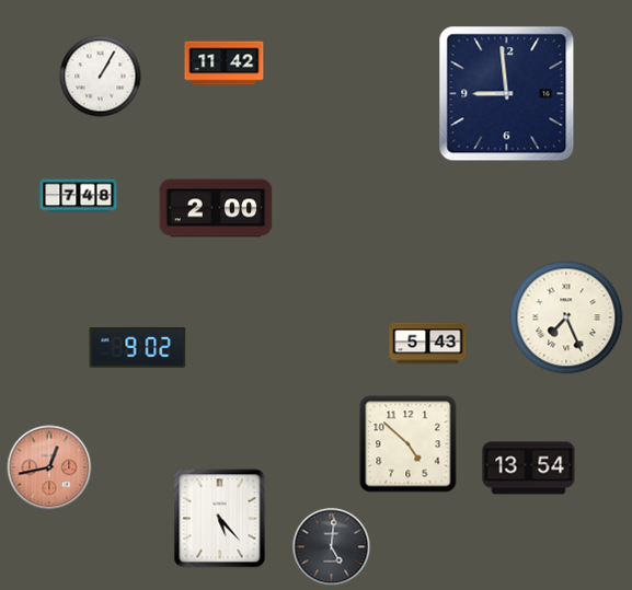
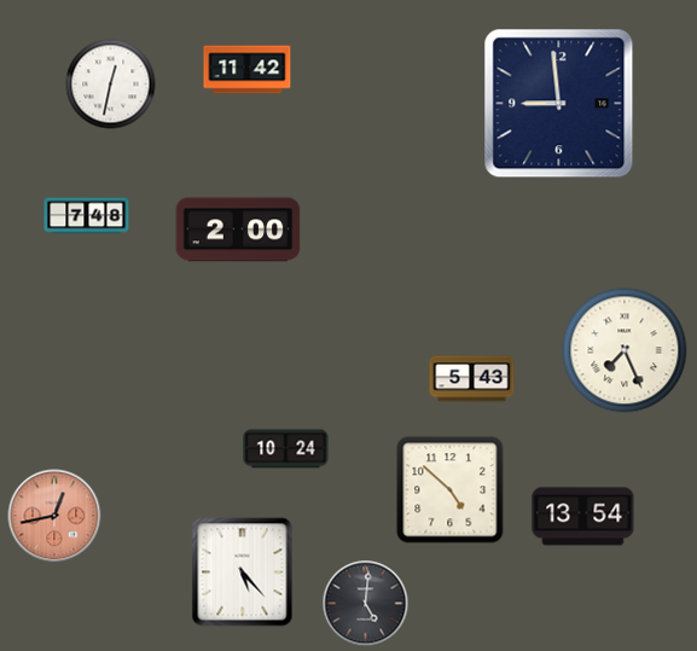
clock at (101, 77): 1:05 -> 12:32
clock at (138, 347): 9:02 -> none
clock at (286, 449): none -> 10:24
